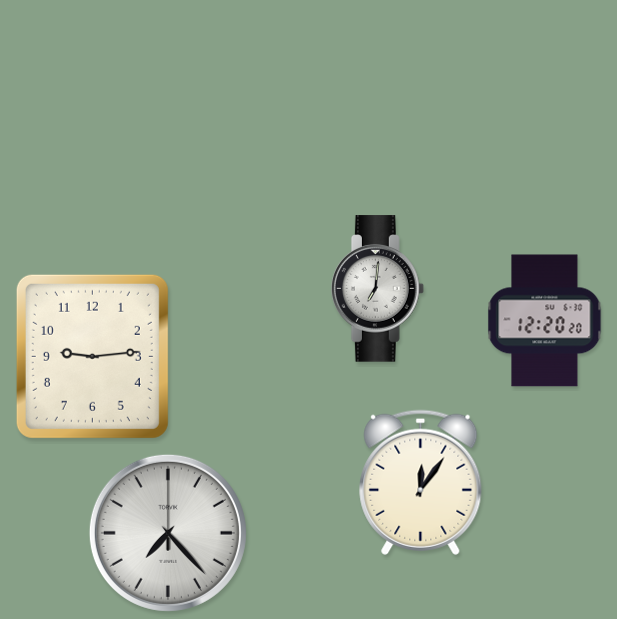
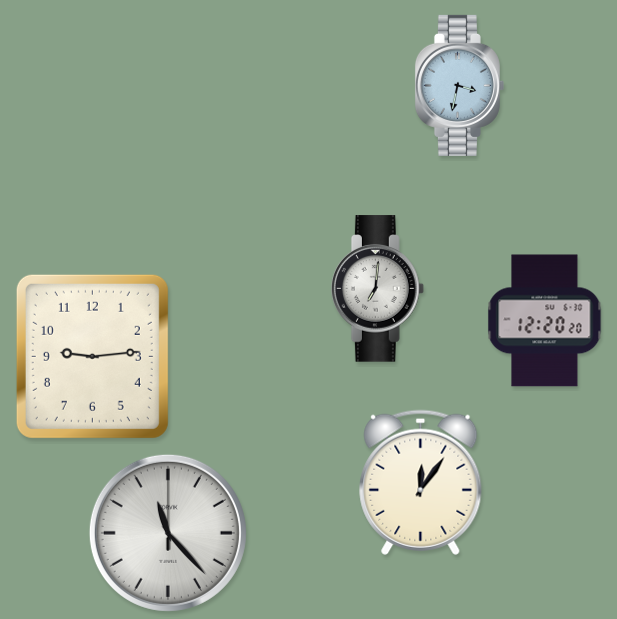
clock at (459, 85): none -> 3:32
clock at (168, 533): 7:23 -> 11:23
